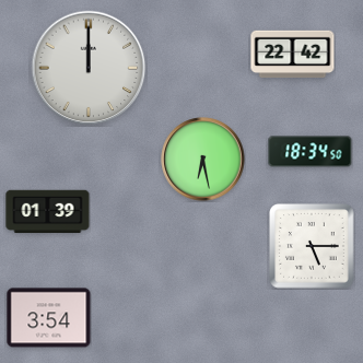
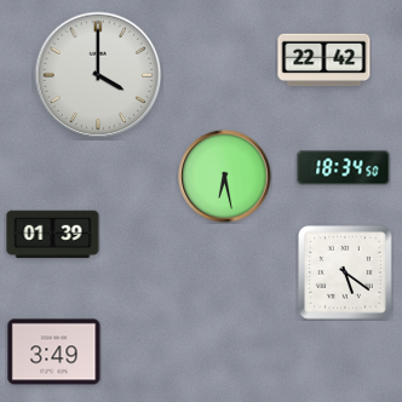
clock at (89, 68): 12:00 -> 4:00
clock at (312, 246): 5:15 -> 5:21
clock at (49, 318): 3:54 -> 3:49
